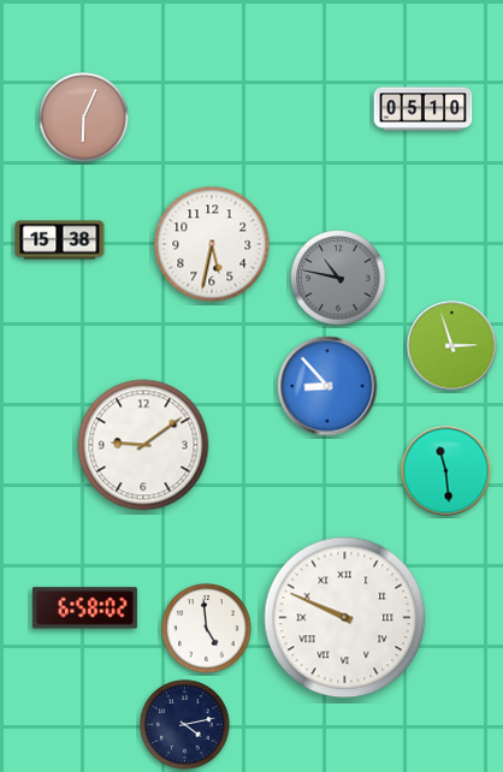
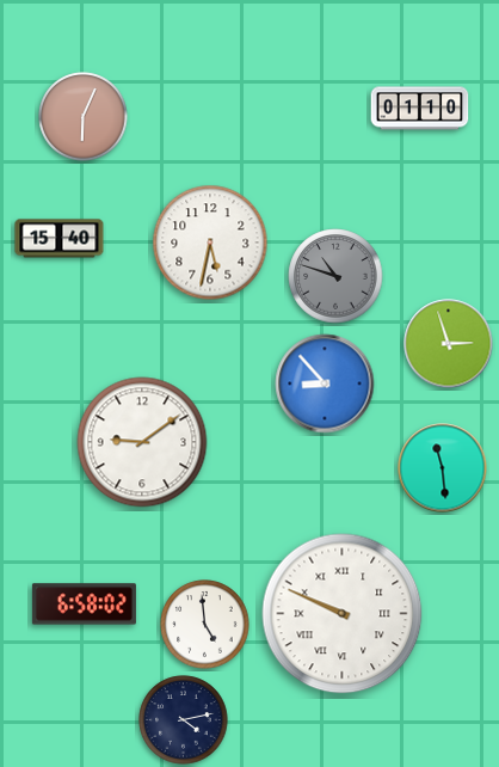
clock at (424, 109): 05:10 -> 01:10
clock at (60, 240): 15:38 -> 15:40
clock at (338, 278): 10:47 -> 10:48
